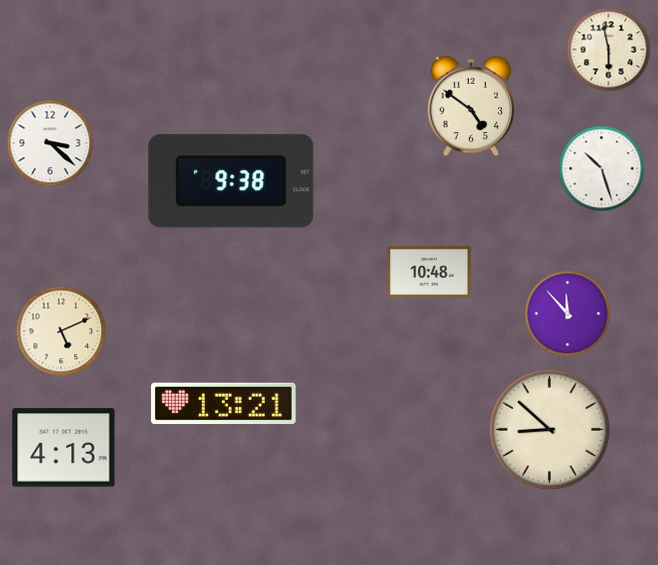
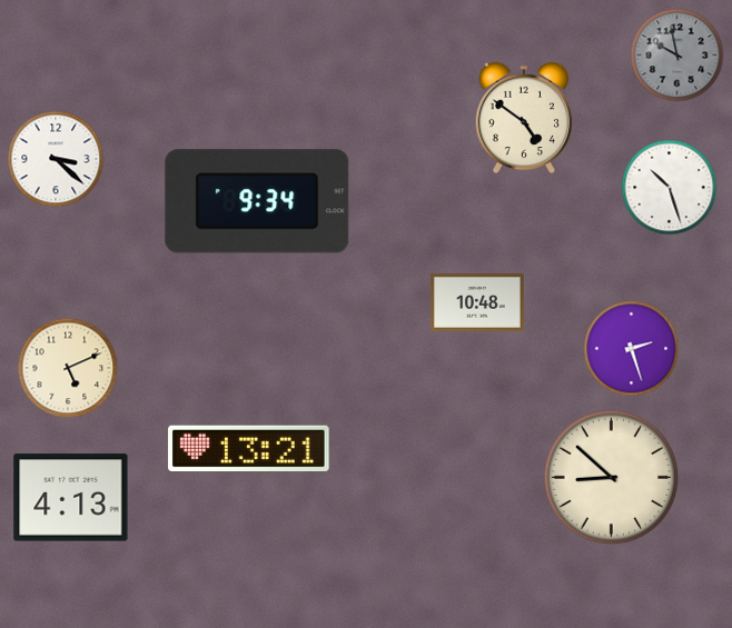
clock at (609, 50): 5:58 -> 9:58
clock at (609, 50) dial: cream -> grey
clock at (231, 181): 9:38 -> 9:34
clock at (568, 314): 11:53 -> 2:27
